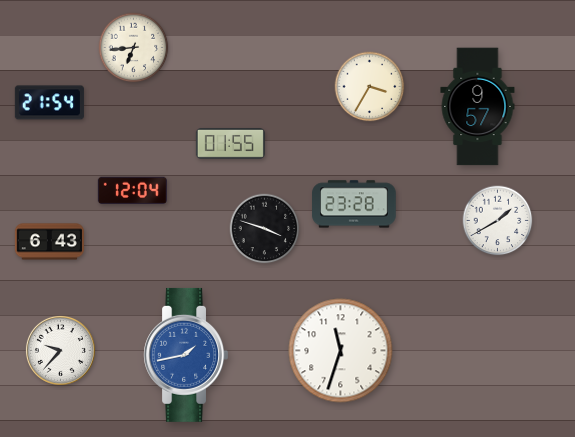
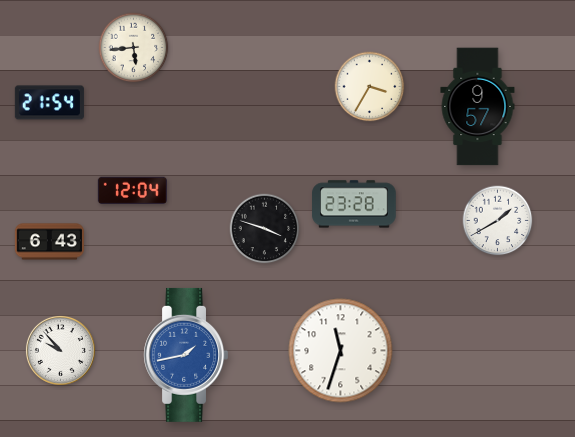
clock at (134, 48): 6:44 -> 5:44
clock at (230, 144): 01:55 -> none
clock at (60, 350): 9:37 -> 9:53
